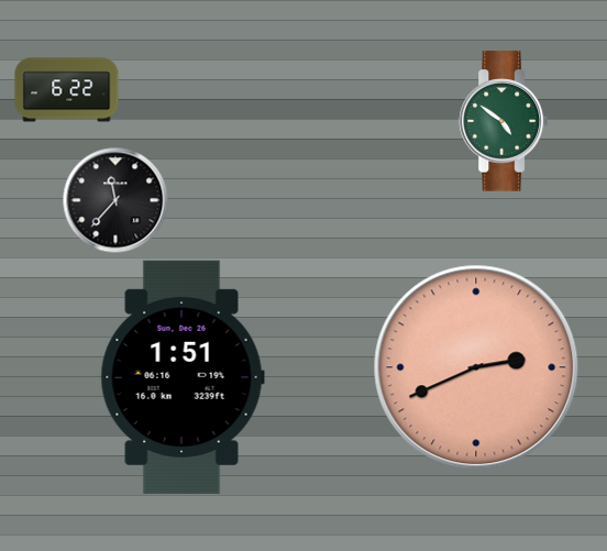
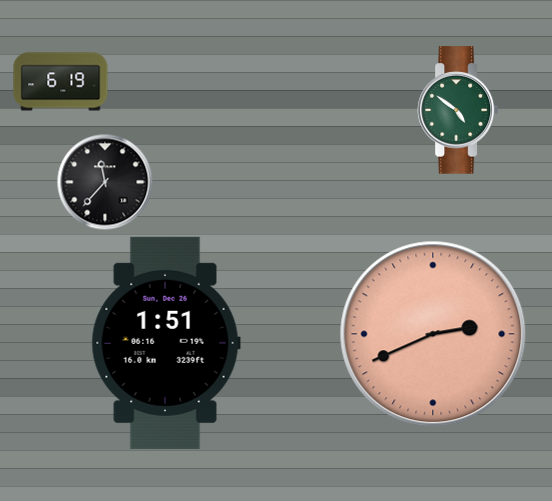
clock at (67, 90): 6:22 -> 6:19
